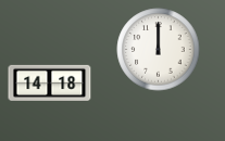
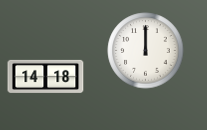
clock at (159, 50) position: (159, 50) -> (146, 51)
